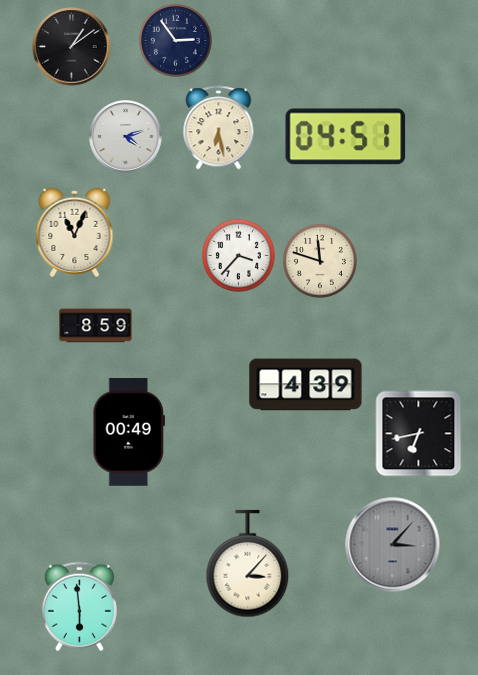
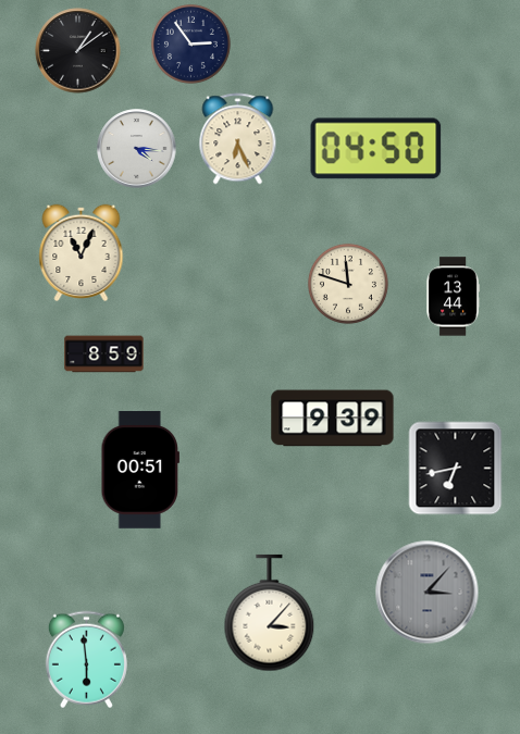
clock at (219, 128): 6:28 -> 6:26
clock at (126, 137): 4:12 -> 4:16
clock at (346, 137): 04:51 -> 04:50
clock at (238, 255): 3:37 -> none
clock at (454, 297): none -> 13:44
clock at (306, 385): 4:39 -> 9:39
clock at (129, 432): 00:49 -> 00:51
clock at (419, 434) position: (419, 434) -> (456, 469)
